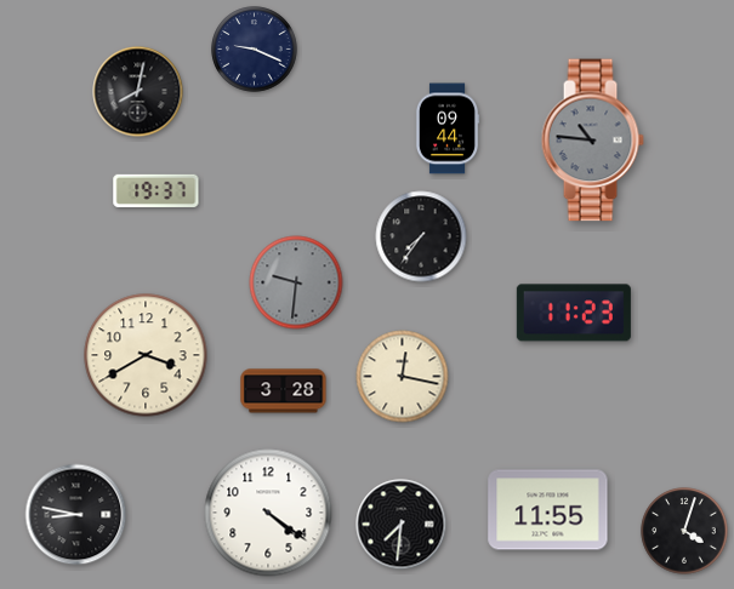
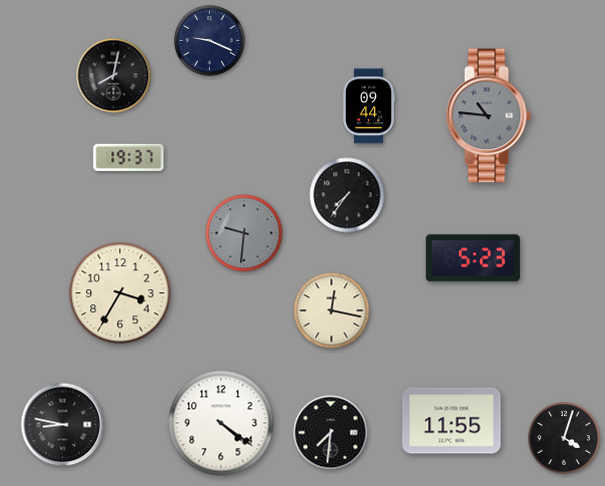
clock at (574, 313): 11:23 -> 5:23
clock at (146, 355): 3:40 -> 3:35
clock at (284, 391): 3:28 -> none
